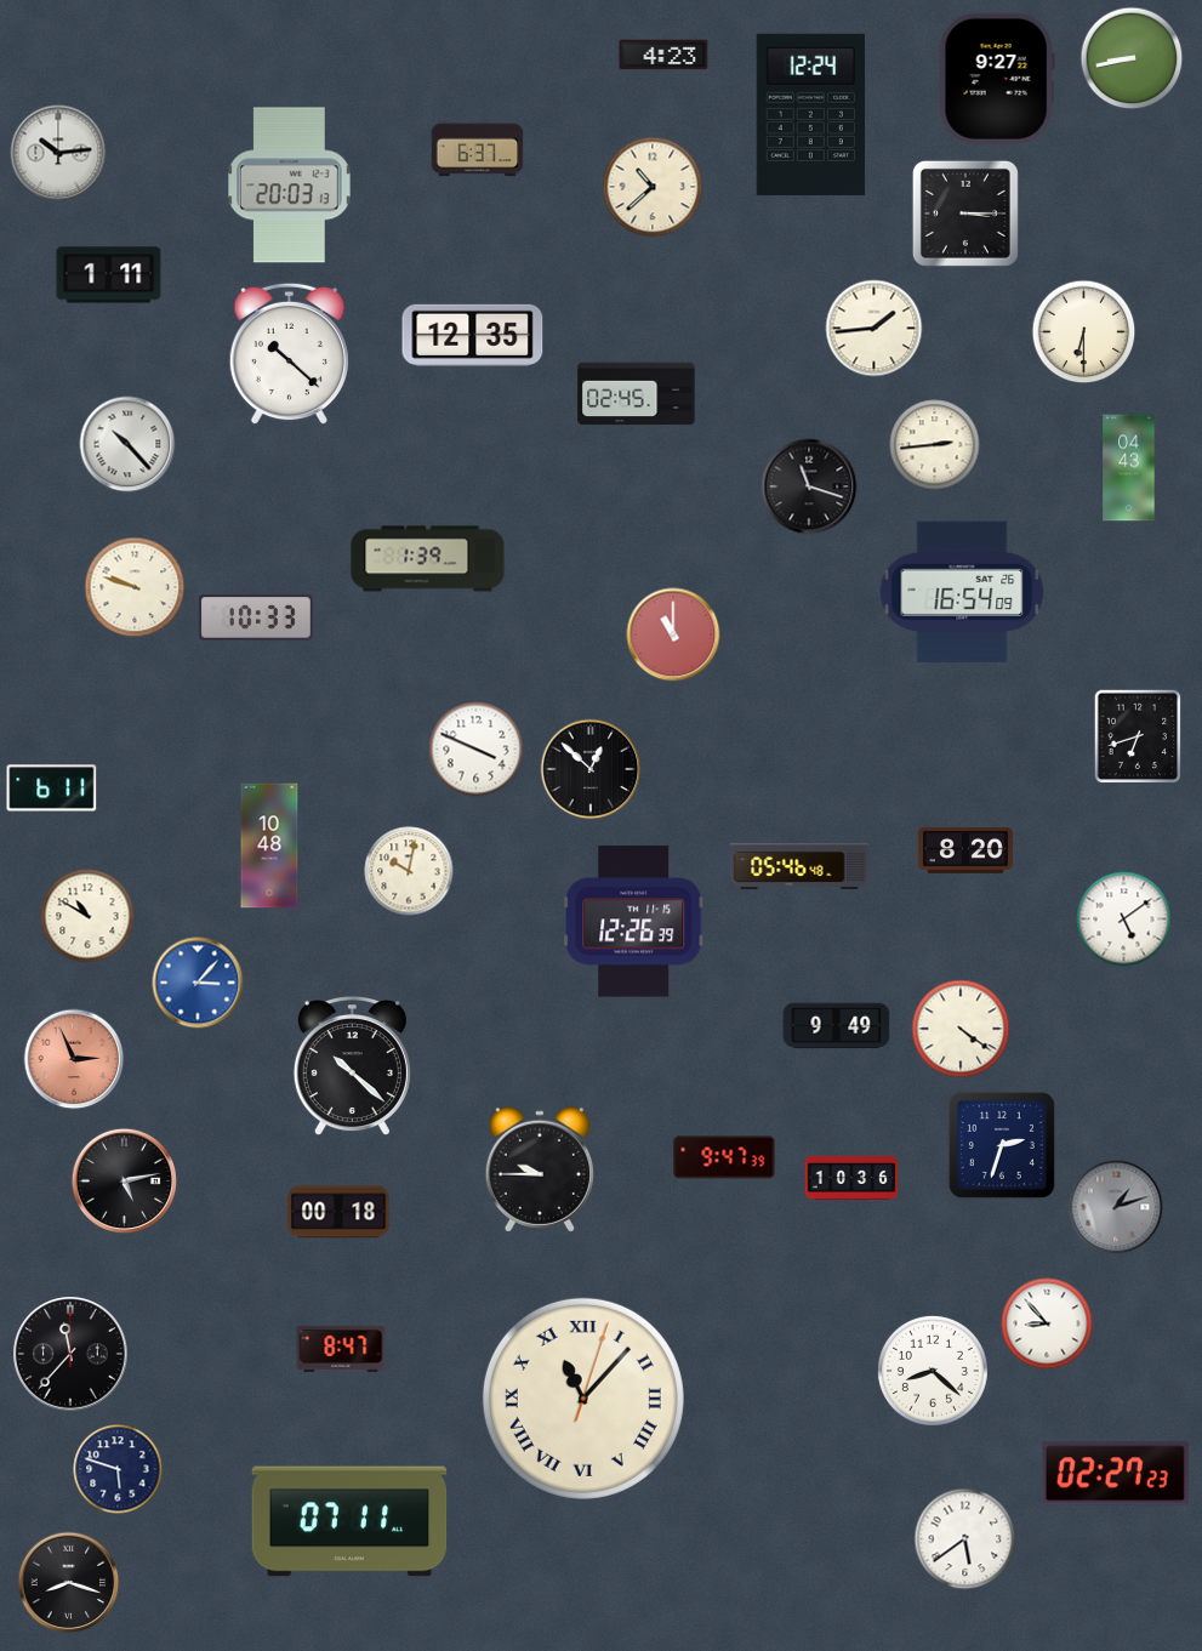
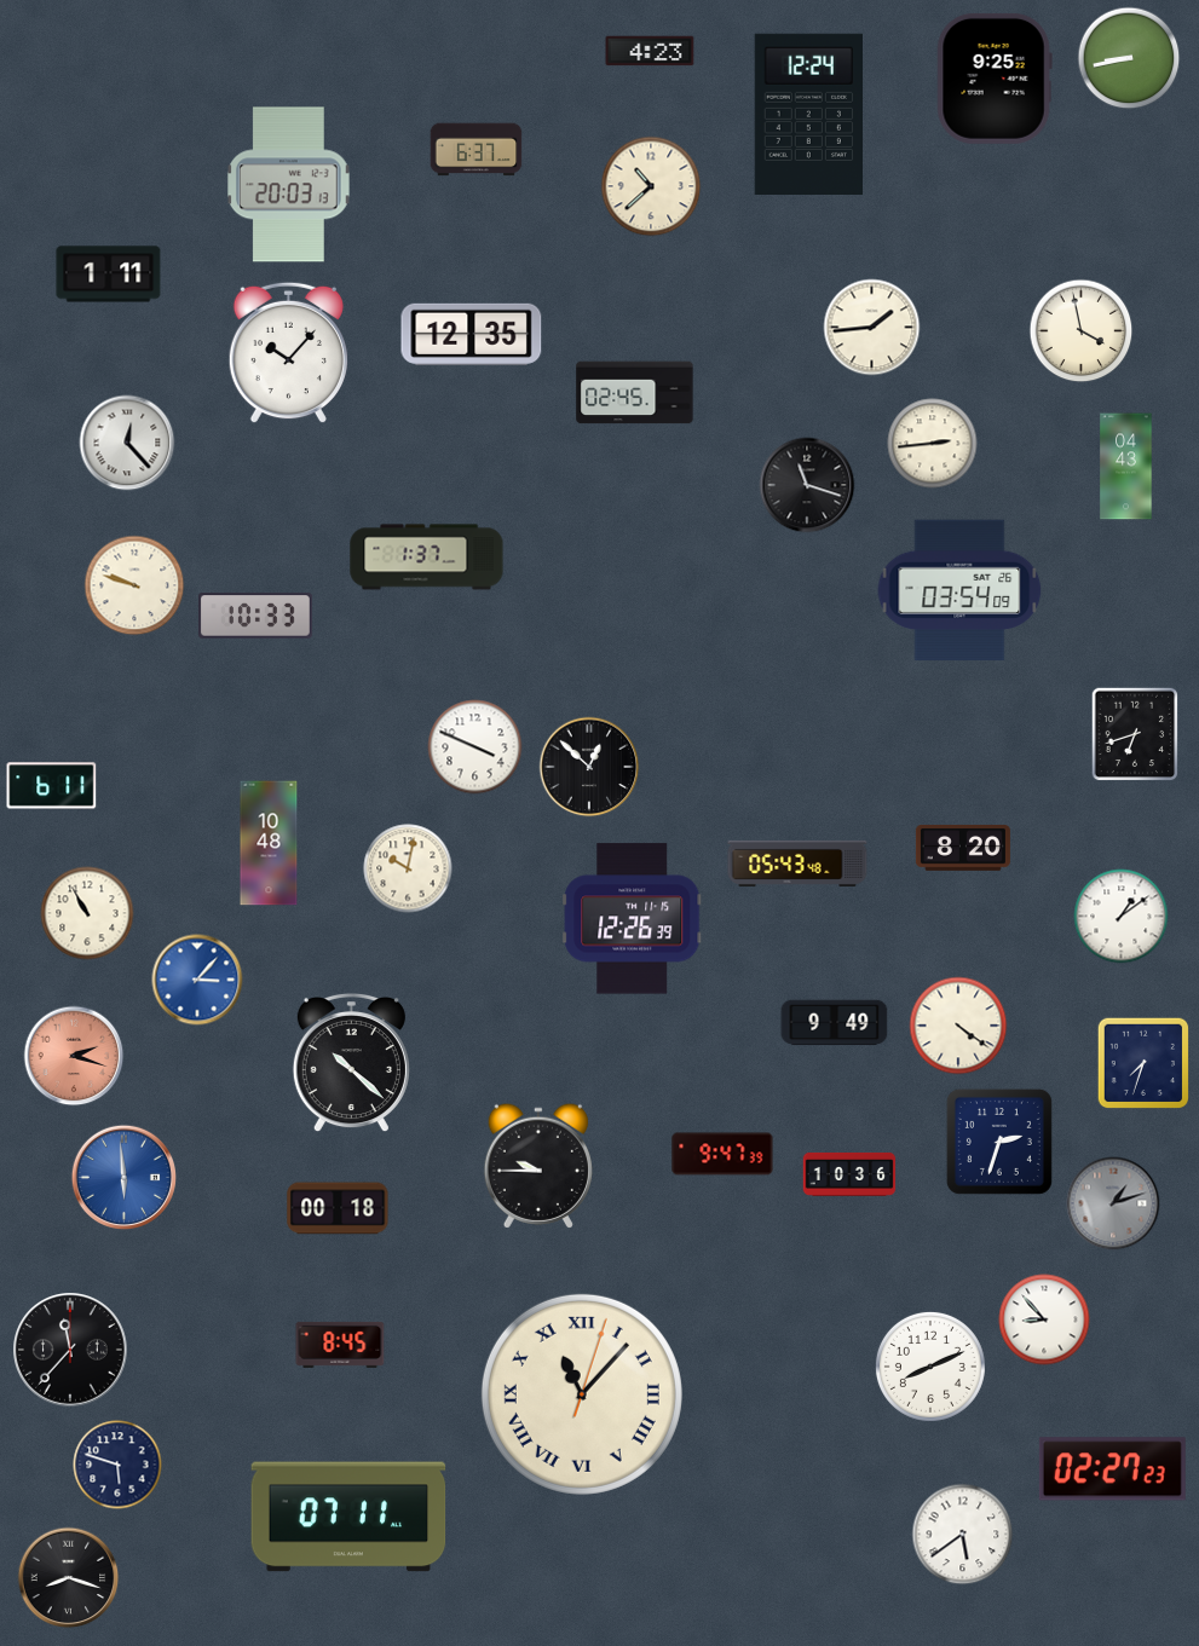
clock at (663, 55) position: (663, 55) -> (650, 51)
clock at (997, 79): 9:27 -> 9:25
clock at (58, 153): 10:14 -> none
clock at (965, 214): 3:15 -> none
clock at (1084, 332): 6:30 -> 3:58
clock at (289, 354): 10:22 -> 10:07
clock at (127, 444): 10:23 -> 12:23
clock at (428, 559): 1:39 -> 1:37
clock at (962, 592): 16:54 -> 03:54
clock at (673, 634): 11:00 -> none
clock at (799, 866): 05:46 -> 05:43
clock at (87, 916): 10:50 -> 10:55
clock at (1124, 920): 5:09 -> 1:09
clock at (74, 1059): 2:56 -> 2:18
clock at (1143, 1063): none -> 7:33
clock at (124, 1180): 5:13 -> 5:59
clock at (124, 1180) dial: black -> blue
clock at (341, 1349): 8:47 -> 8:45
clock at (933, 1371): 8:22 -> 8:11
